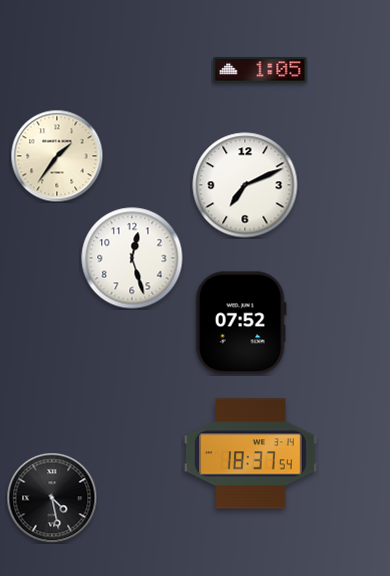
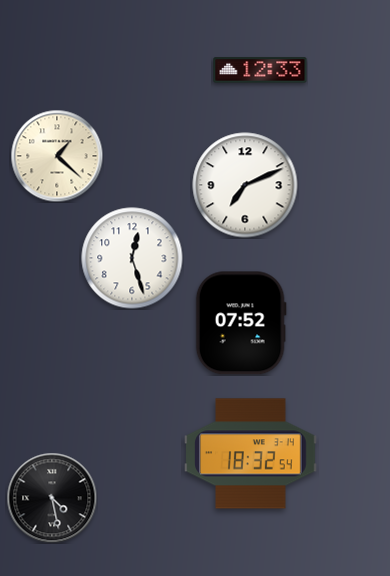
clock at (260, 70): 1:05 -> 12:33
clock at (57, 156): 1:36 -> 1:22
clock at (251, 454): 18:37 -> 18:32
